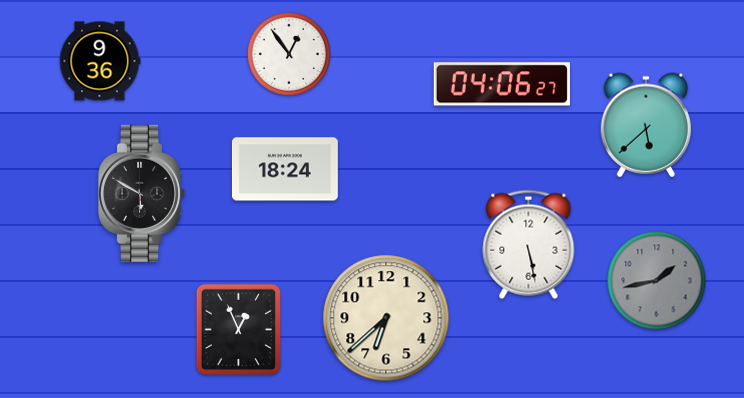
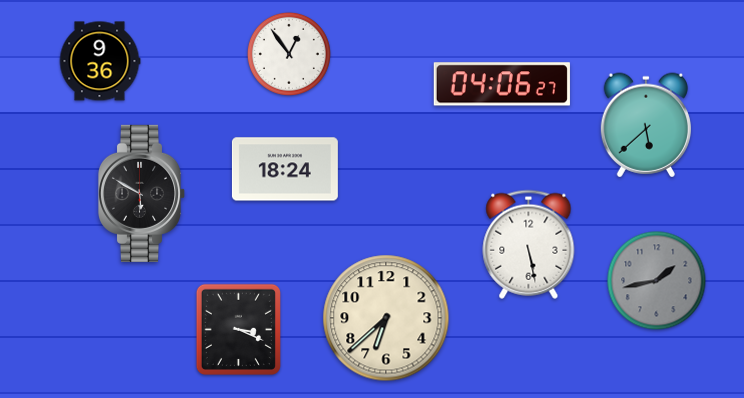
clock at (238, 329): 12:56 -> 3:19
